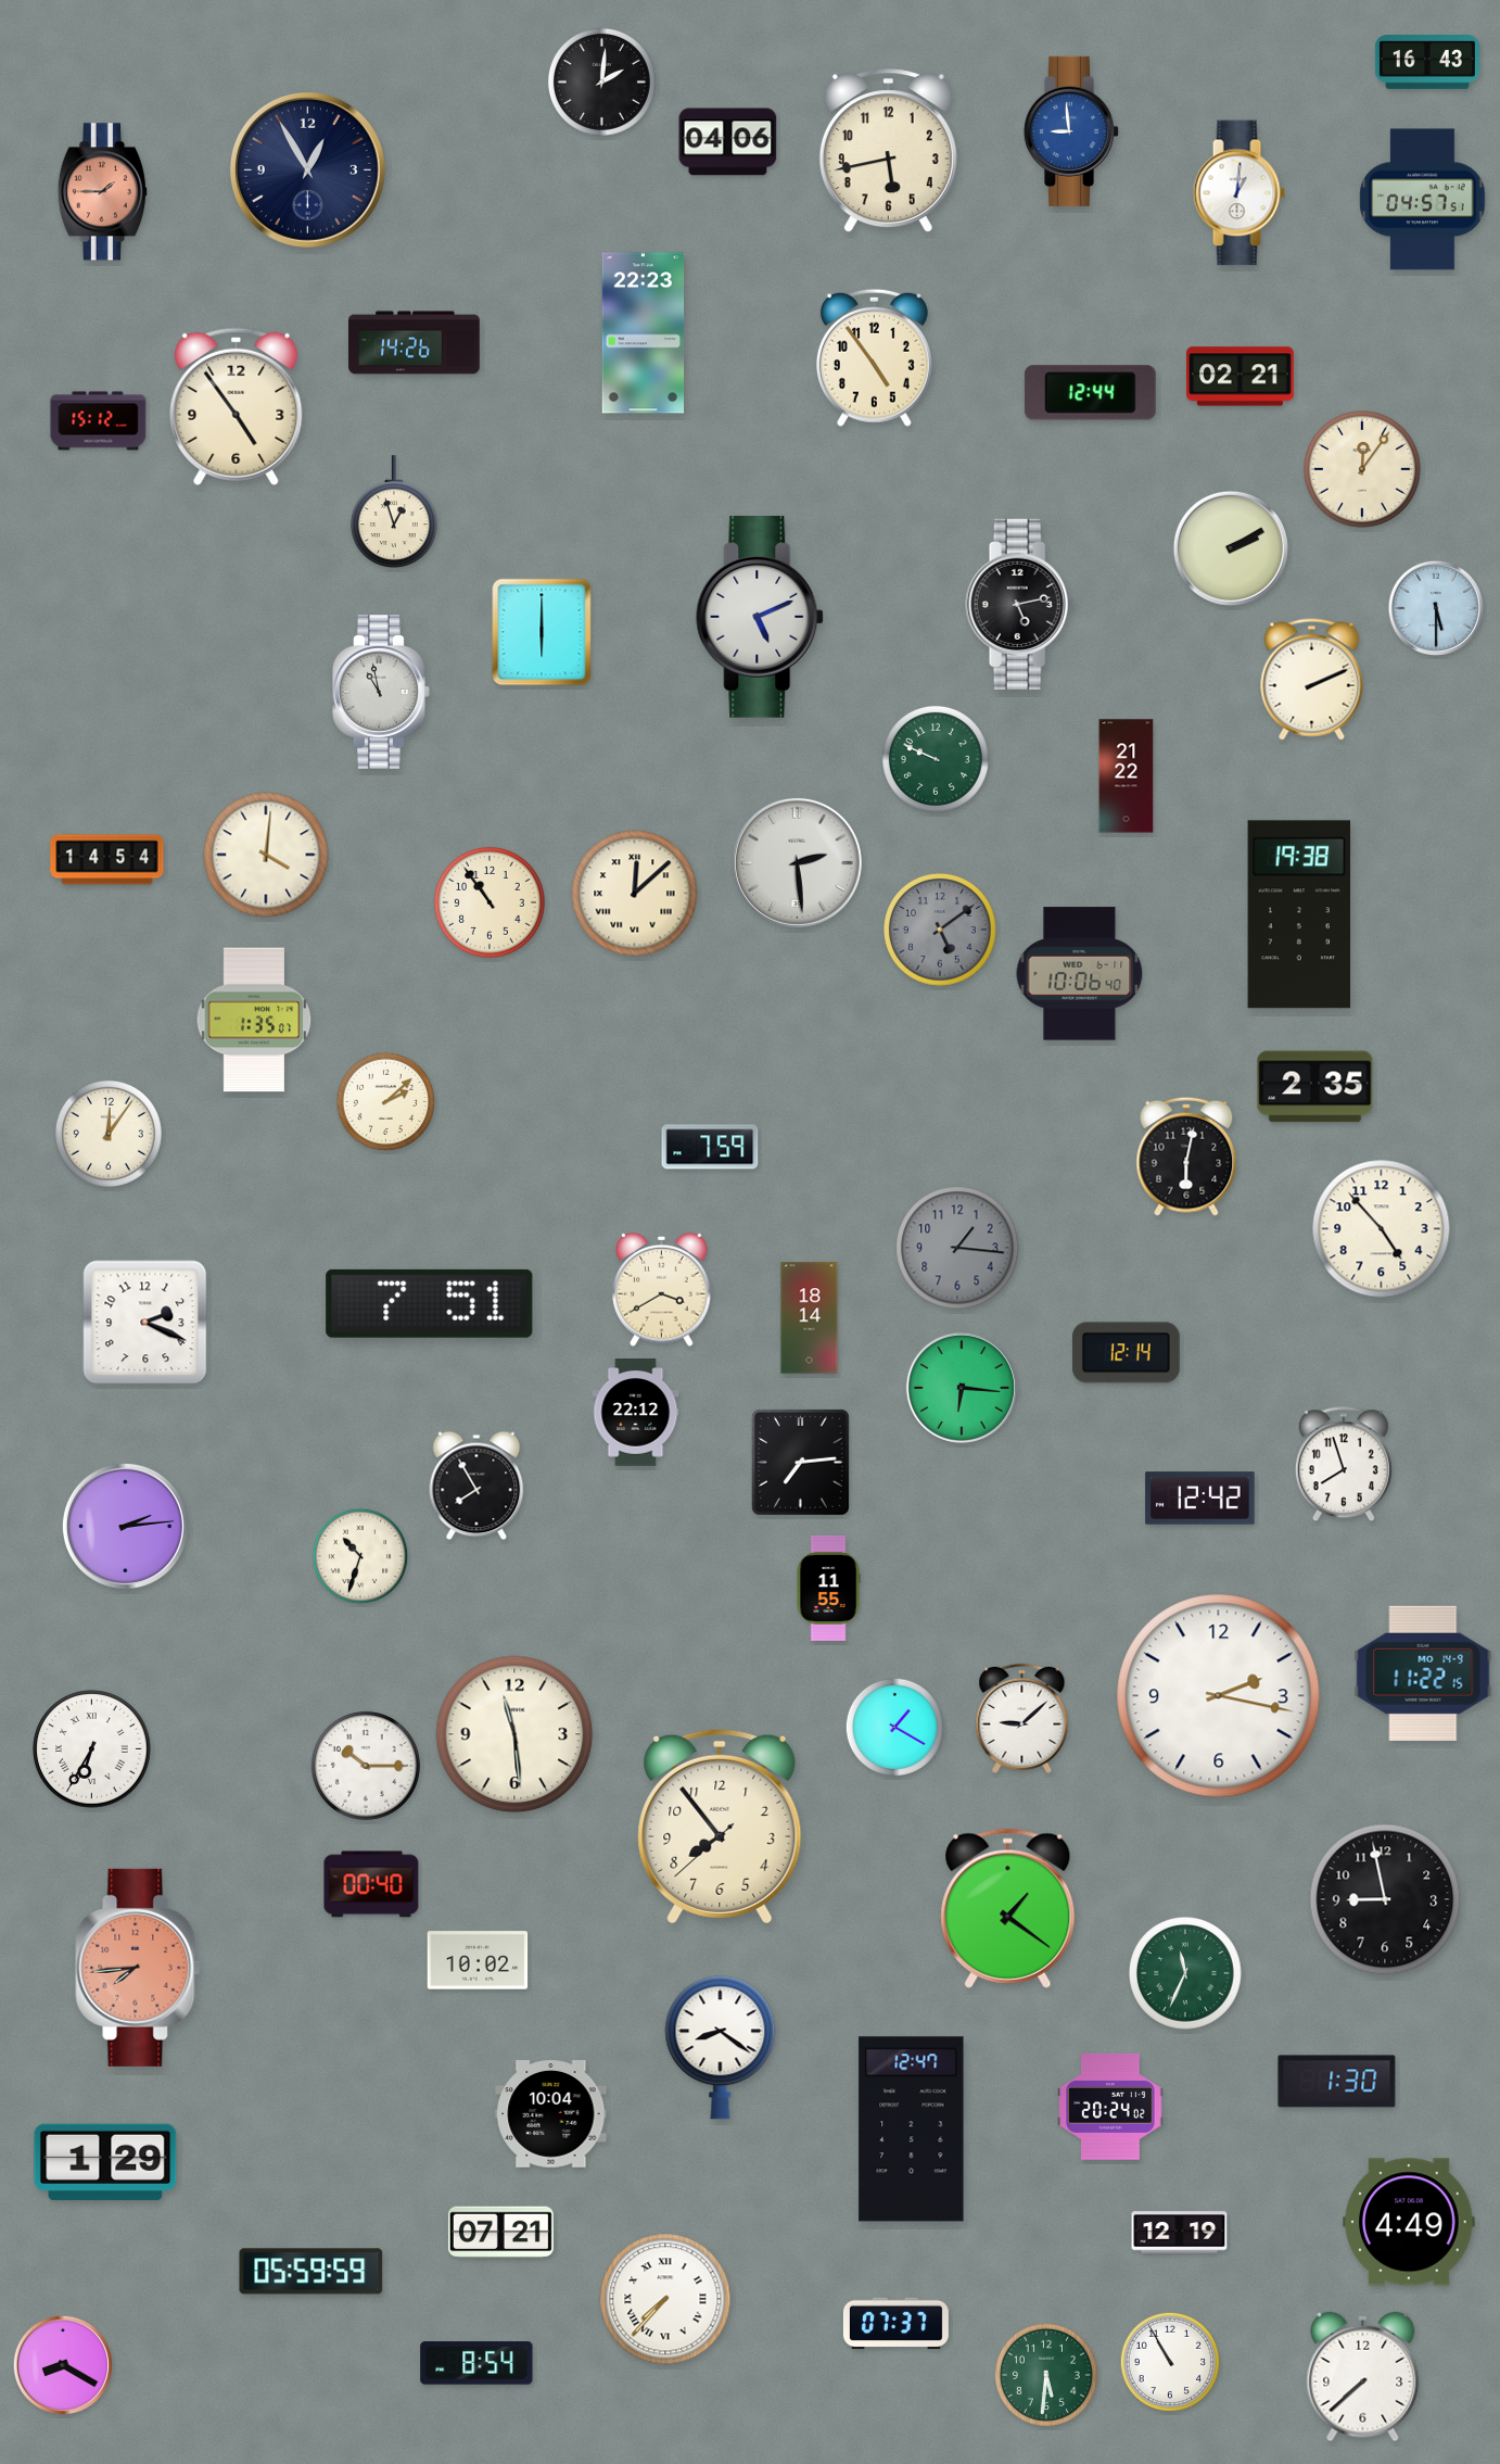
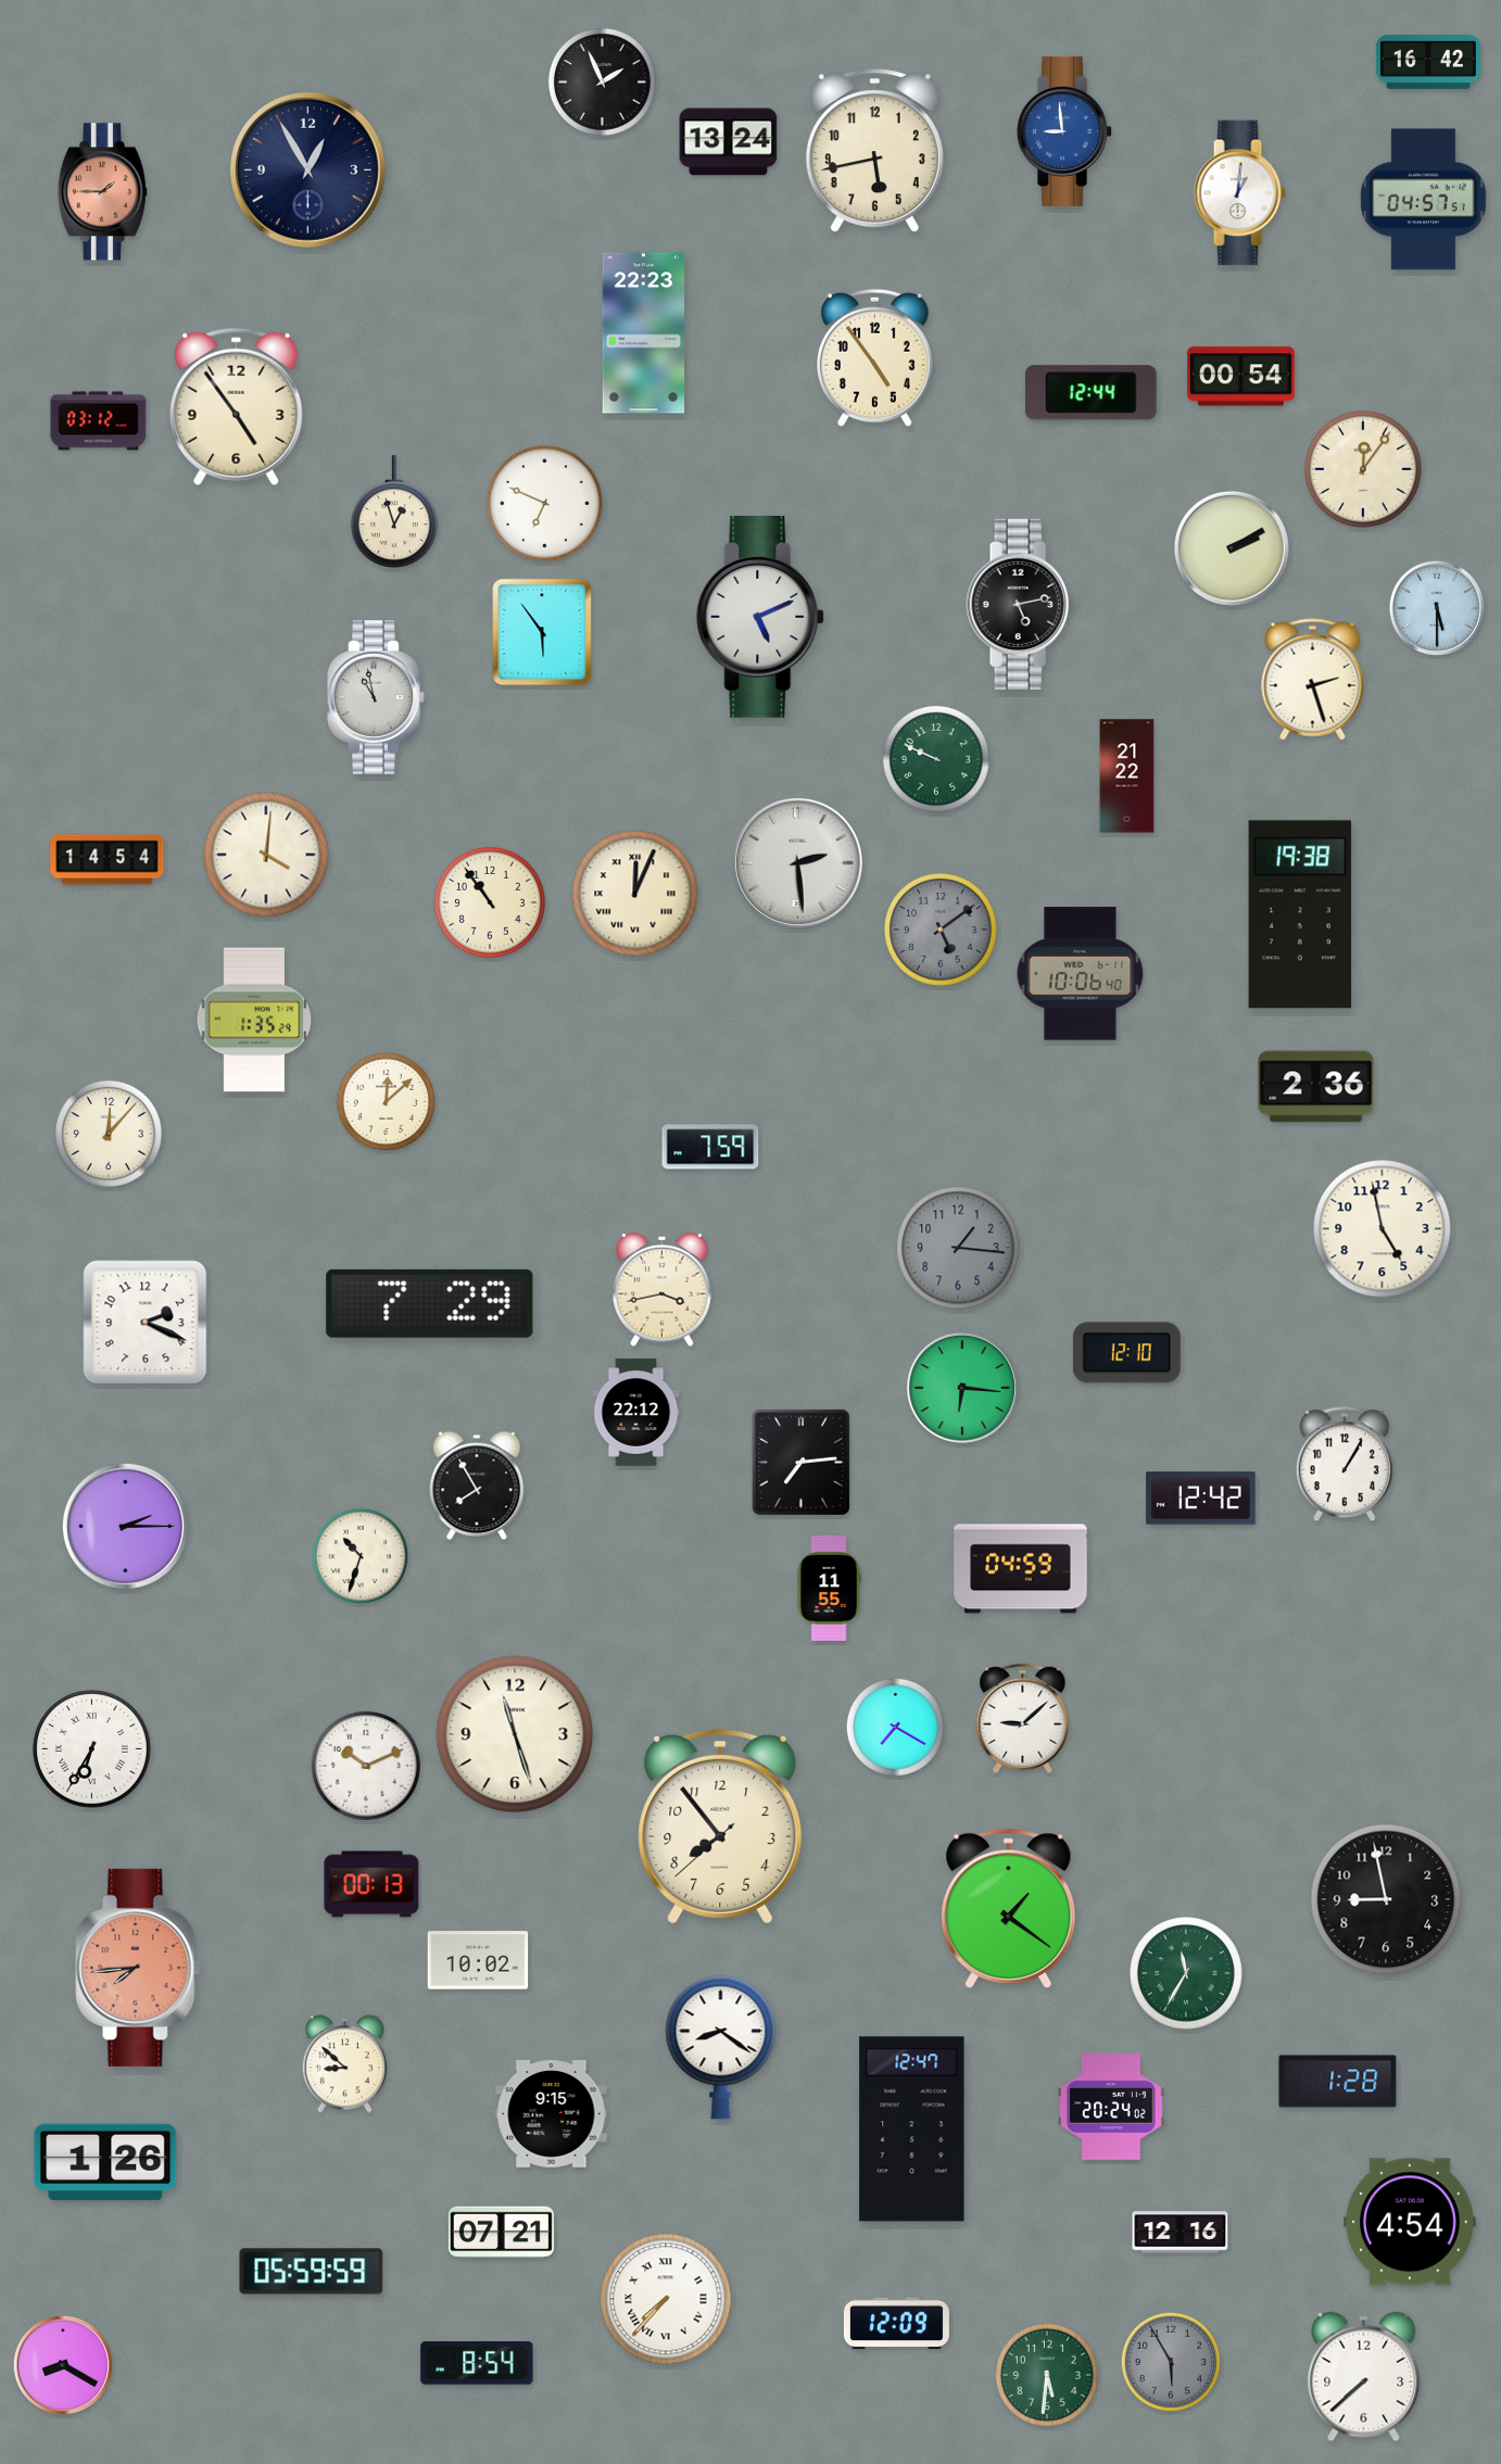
clock at (1427, 63): 16:43 -> 16:42
clock at (601, 81): 2:01 -> 1:56
clock at (1070, 131) position: (1070, 131) -> (1063, 131)
clock at (728, 142): 04:06 -> 13:24
clock at (888, 151) position: (888, 151) -> (874, 151)
clock at (415, 343): 14:26 -> none
clock at (1241, 377): 02:21 -> 00:54
clock at (99, 421): 15:12 -> 03:12
clock at (545, 504): none -> 6:49
clock at (542, 632): 6:00 -> 5:54
clock at (1312, 680): 2:11 -> 2:27
clock at (382, 693) position: (382, 693) -> (377, 698)
clock at (635, 894): 12:08 -> 12:04
clock at (254, 1020): 1:35:07 -> 1:35:29
clock at (1315, 1087): 2:35 -> 2:36
clock at (385, 1101): 2:08 -> 12:08
clock at (109, 1134): 12:06 -> 12:07
clock at (1186, 1157): 6:02 -> none
clock at (1382, 1229): 4:53 -> 4:58
clock at (662, 1289): 3:40 -> 3:43
clock at (430, 1303): 7:51 -> 7:29
clock at (810, 1318): 18:14 -> none
clock at (1126, 1353): 12:14 -> 12:10
clock at (1344, 1465): 7:57 -> 1:05
clock at (125, 1526): 2:14 -> 2:15
clock at (1021, 1569): none -> 04:59
clock at (1423, 1673): 11:22 -> none
clock at (1219, 1696): 2:17 -> none
clock at (894, 1727): 1:20 -> 7:20
clock at (514, 1734): 11:29 -> 11:27
clock at (366, 1766): 10:15 -> 10:11
clock at (371, 1884): 00:40 -> 00:13
clock at (1186, 1974): 11:34 -> 11:35
clock at (344, 2064): none -> 8:52
clock at (1337, 2082): 1:30 -> 1:28
clock at (551, 2114): 10:04 -> 9:15
clock at (105, 2162): 1:29 -> 1:26
clock at (1409, 2222): 4:49 -> 4:54
clock at (1180, 2233): 12:19 -> 12:16
clock at (895, 2324): 07:37 -> 12:09
clock at (1169, 2361): 10:55 -> 5:55
clock at (1169, 2361) dial: white -> grey
